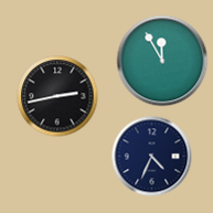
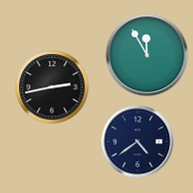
clock at (152, 157): 4:34 -> 4:39
